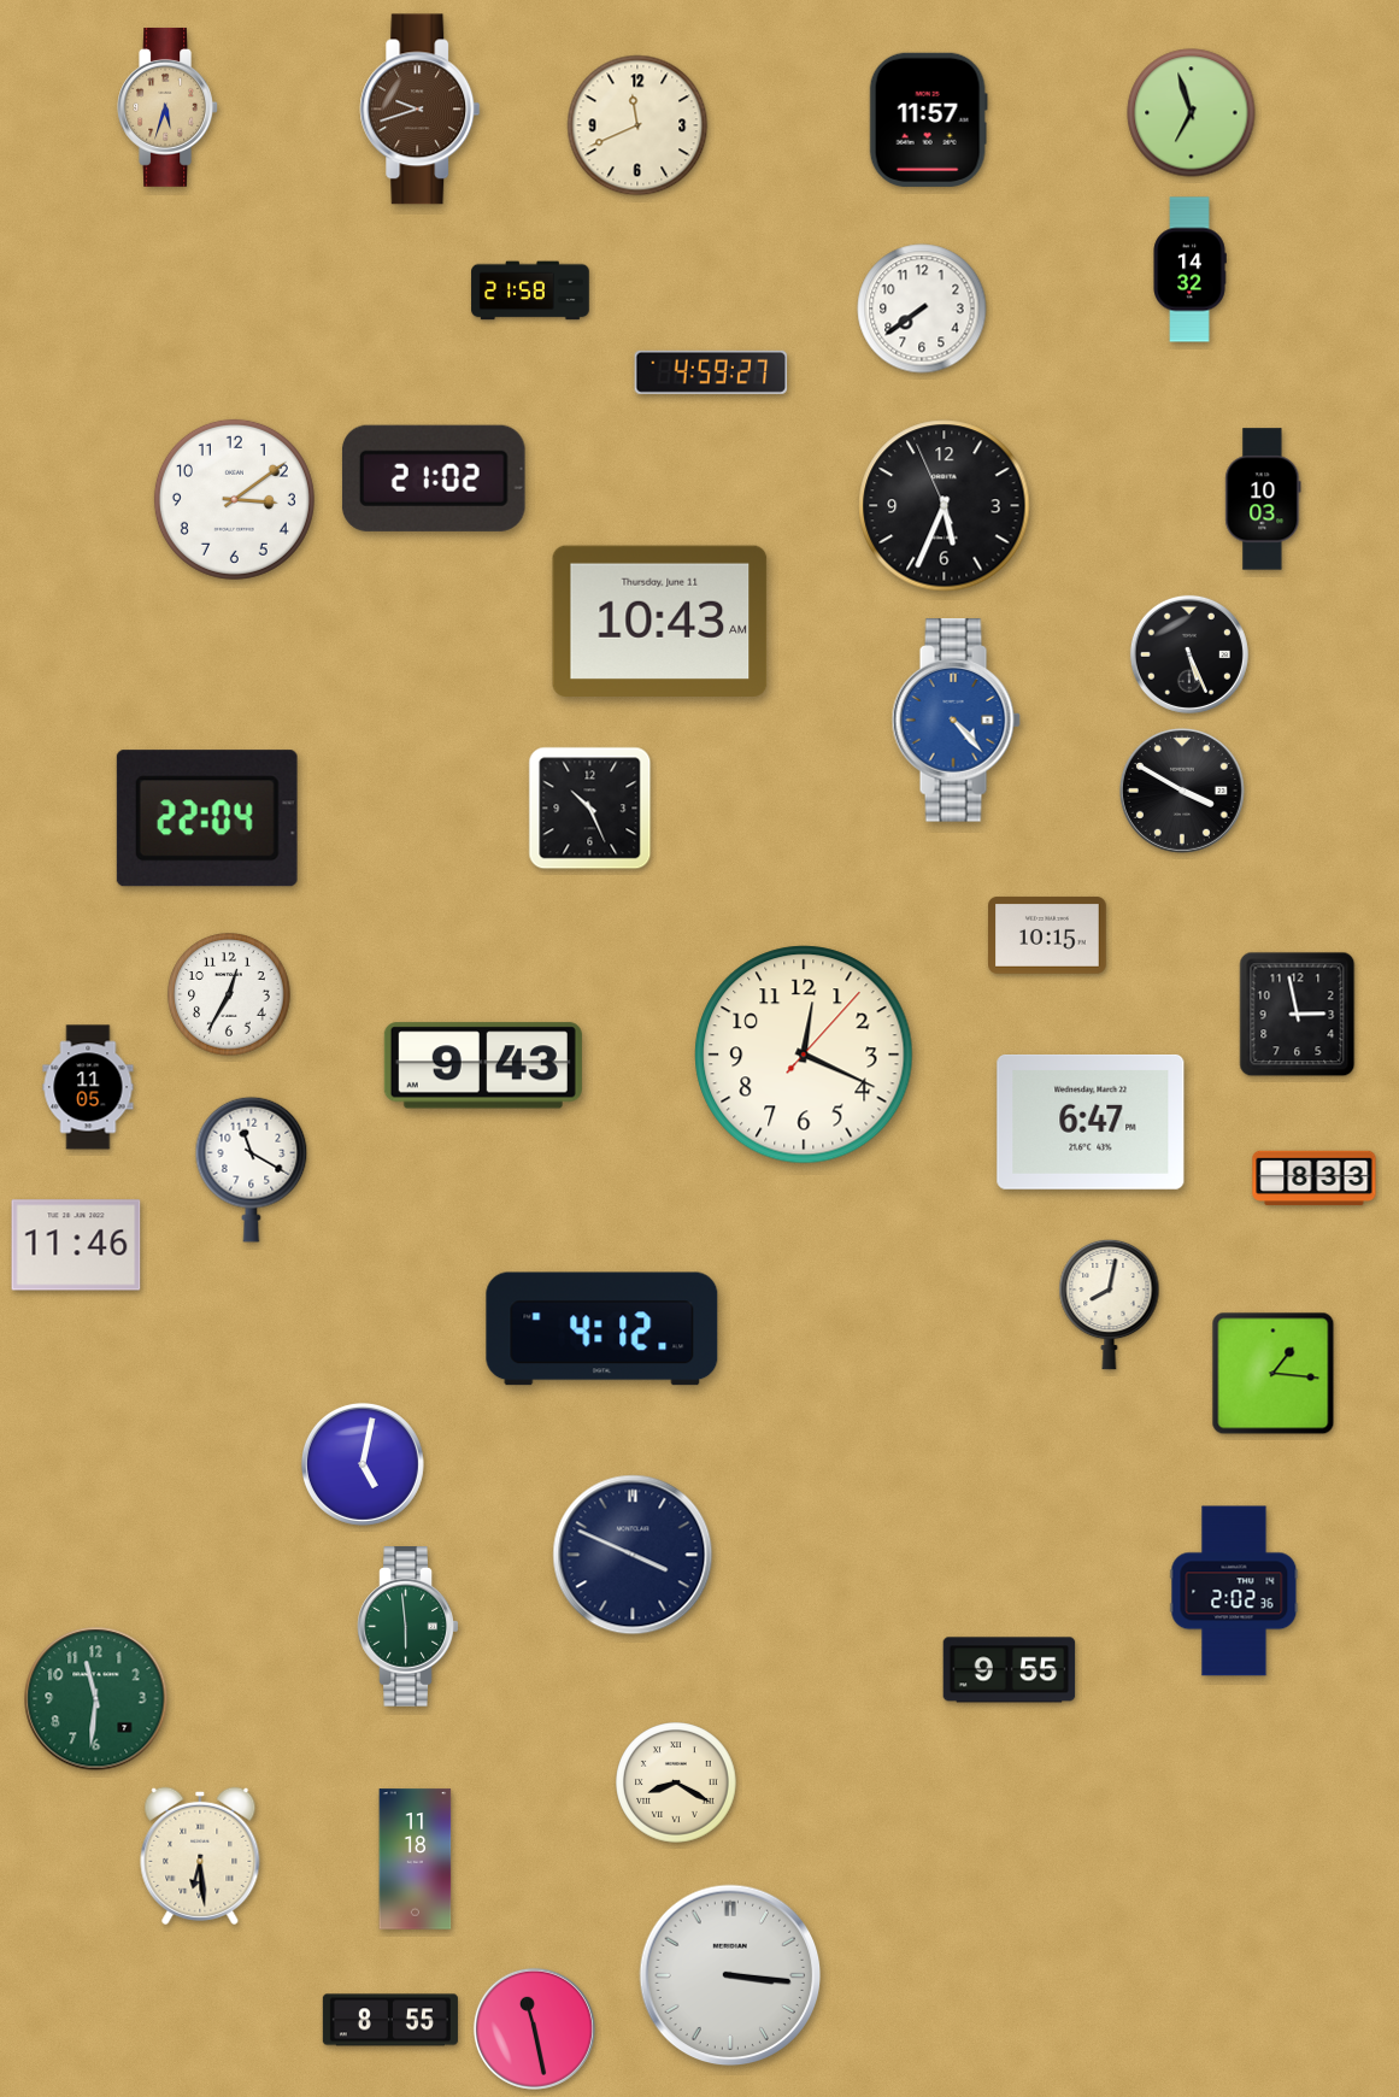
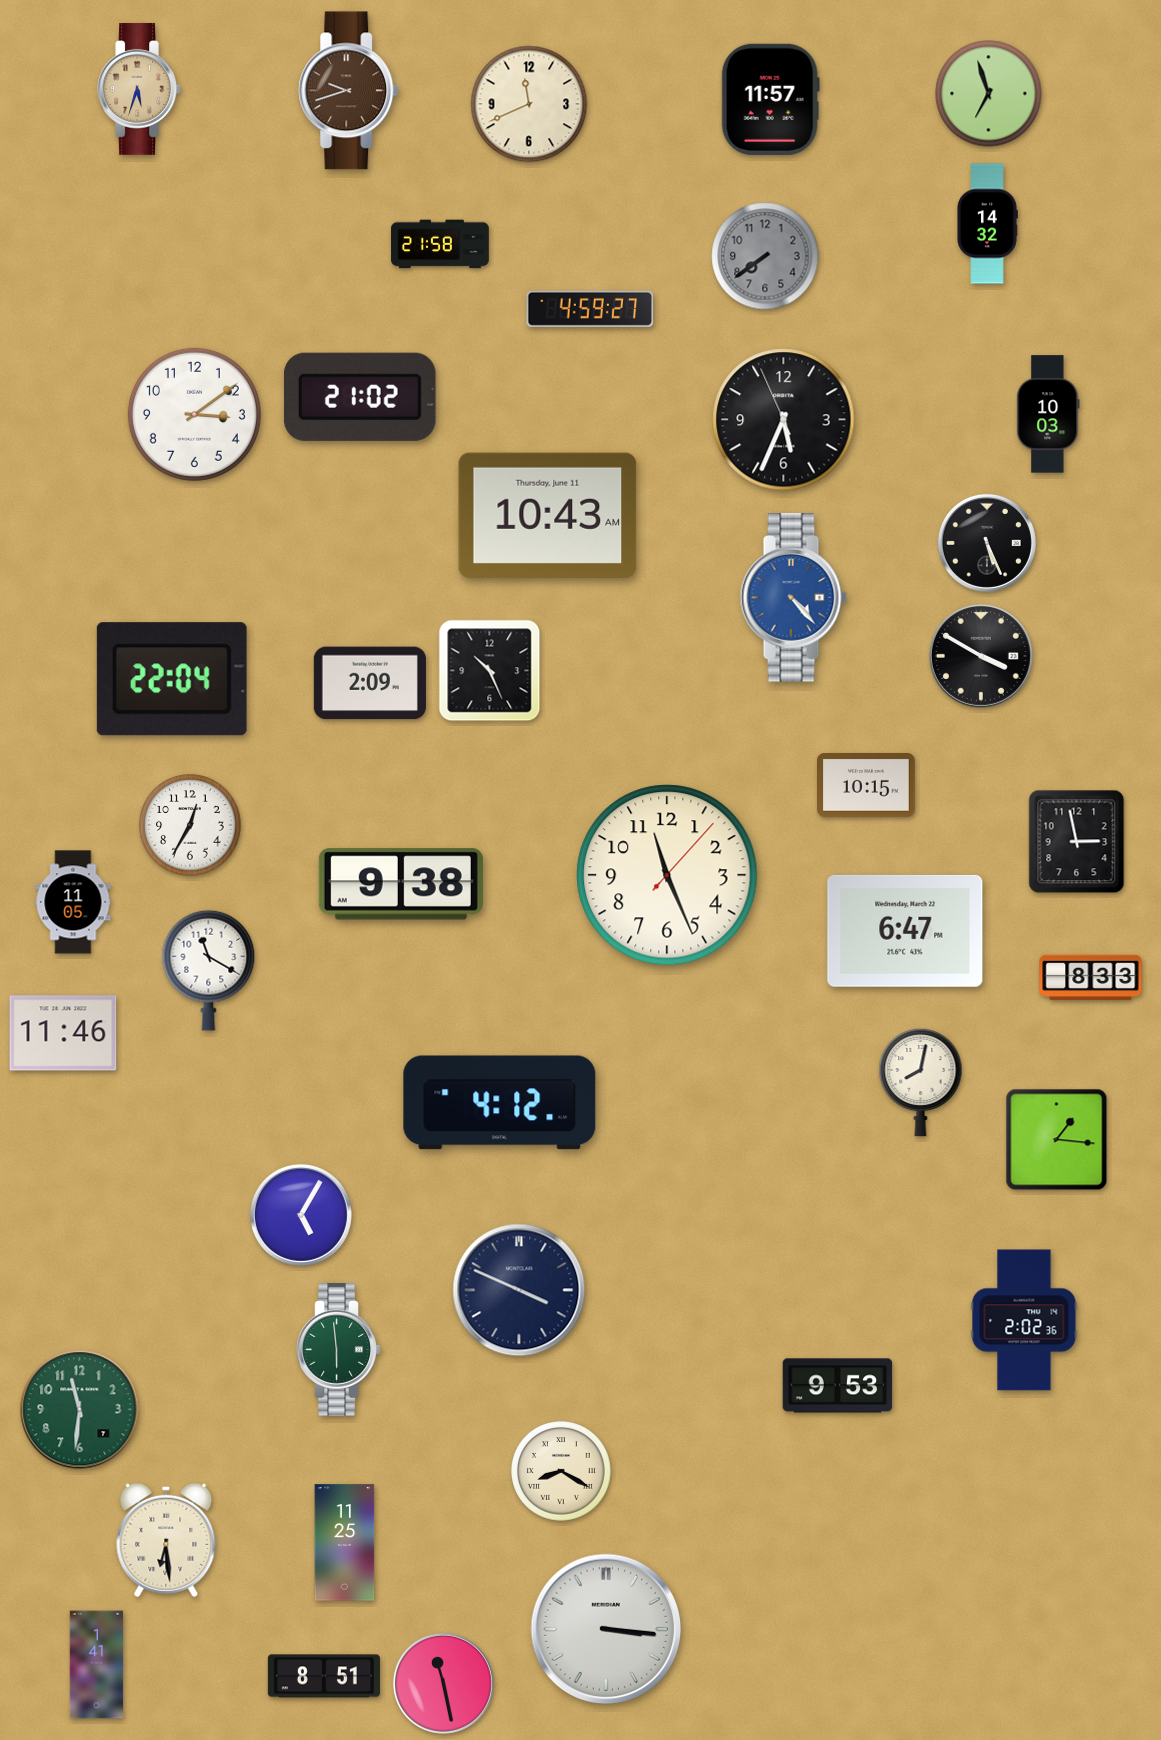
clock at (530, 290) position: (530, 290) -> (440, 244)
clock at (922, 309) dial: white -> grey
clock at (370, 683): none -> 2:09
clock at (1048, 935) position: (1048, 935) -> (867, 785)
clock at (804, 1055): 12:19 -> 11:26
clock at (483, 1065): 9:43 -> 9:38
clock at (363, 1464): 5:02 -> 5:05
clock at (633, 1555) position: (633, 1555) -> (519, 1290)
clock at (1010, 1670): 9:55 -> 9:53
clock at (676, 1782) position: (676, 1782) -> (561, 1471)
clock at (416, 1860): 11:18 -> 11:25
clock at (730, 1975) position: (730, 1975) -> (606, 1629)
clock at (97, 1665): none -> 1:41
clock at (390, 2020): 8:55 -> 8:51
